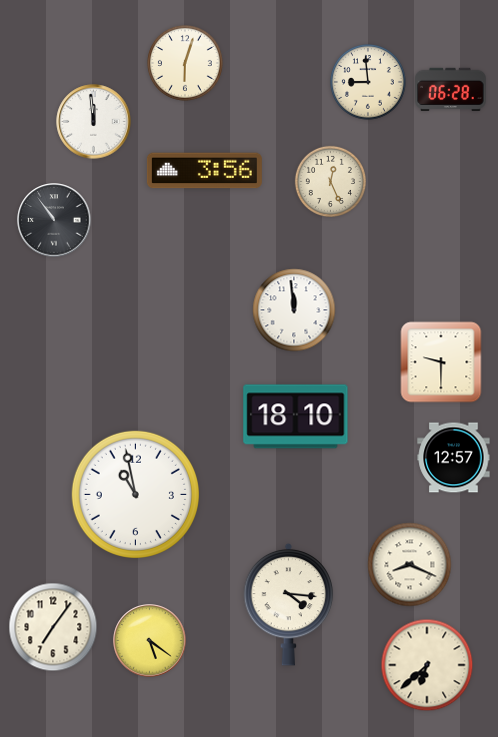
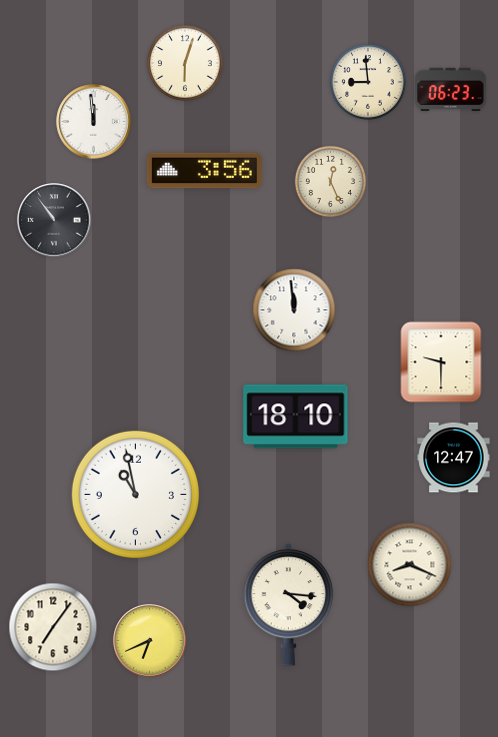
clock at (451, 89): 06:28 -> 06:23
clock at (454, 458): 12:57 -> 12:47
clock at (150, 641): 5:21 -> 6:41
clock at (427, 665): 6:38 -> none
